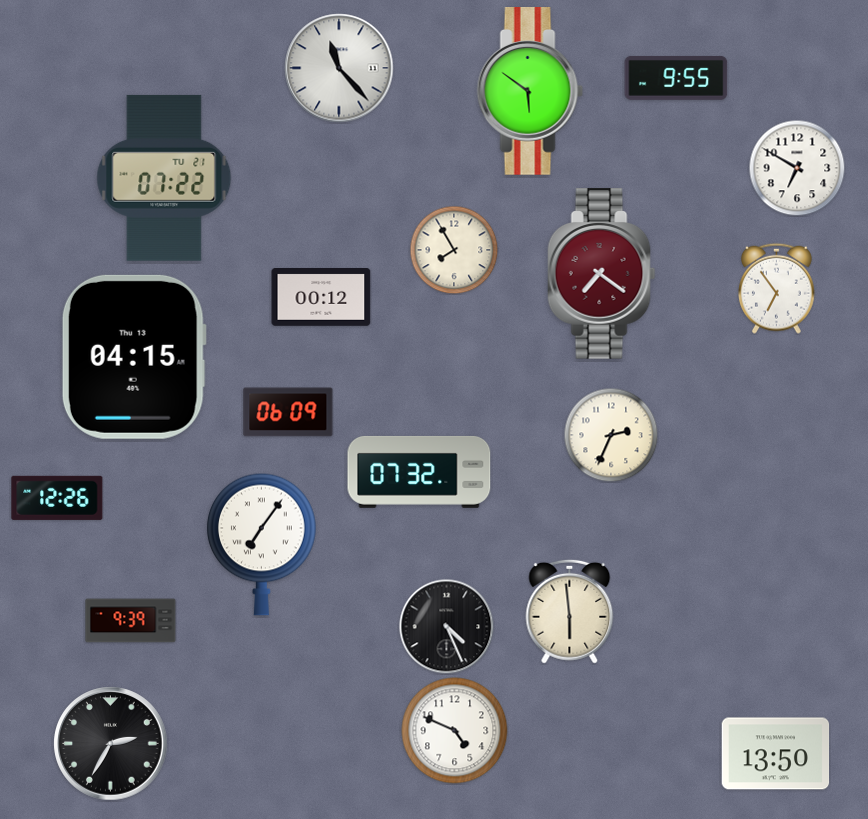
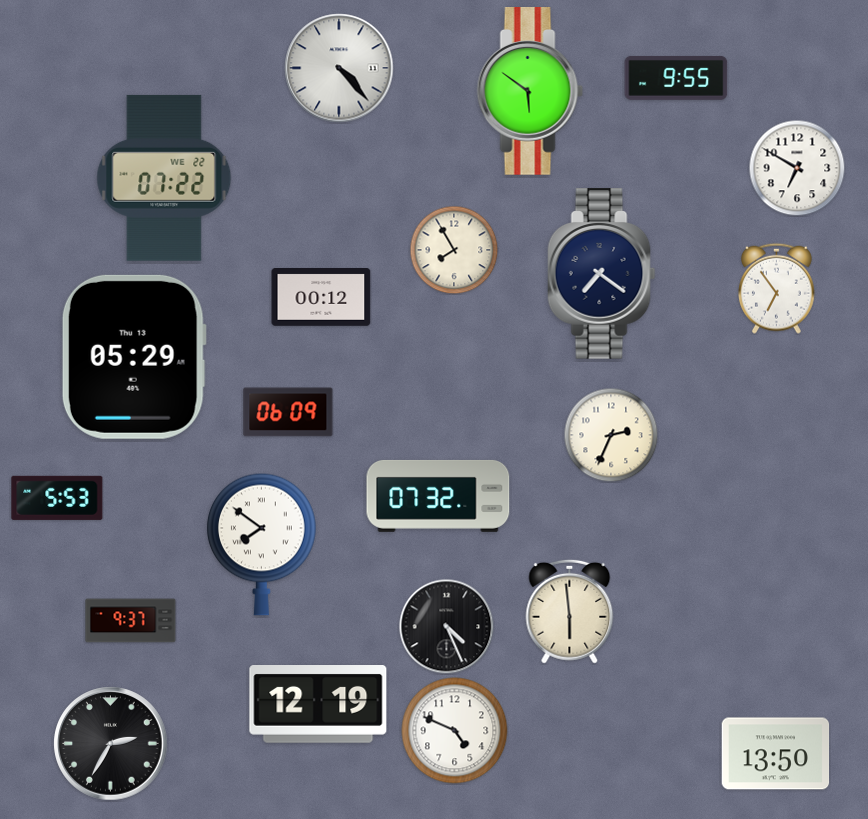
clock at (339, 68): 11:23 -> 4:23
clock at (164, 178) date: TU 21 -> WE 22
clock at (602, 274) dial: burgundy -> navy
clock at (134, 357): 04:15 -> 05:29
clock at (419, 472) position: (419, 472) -> (438, 496)
clock at (57, 498): 12:26 -> 5:53
clock at (262, 544): 7:06 -> 7:51
clock at (131, 621): 9:39 -> 9:37
clock at (318, 705): none -> 12:19
